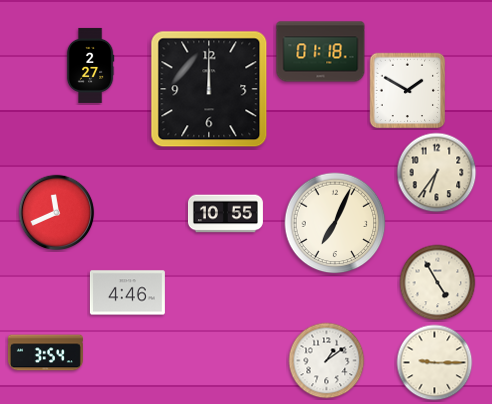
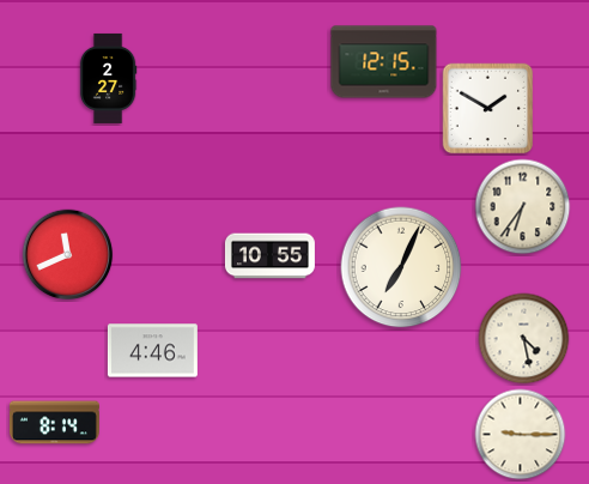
clock at (321, 52): 01:18 -> 12:15
clock at (209, 89): 12:00 -> none
clock at (438, 283): 4:55 -> 4:28
clock at (45, 353): 3:54 -> 8:14
clock at (327, 361): 1:09 -> none
